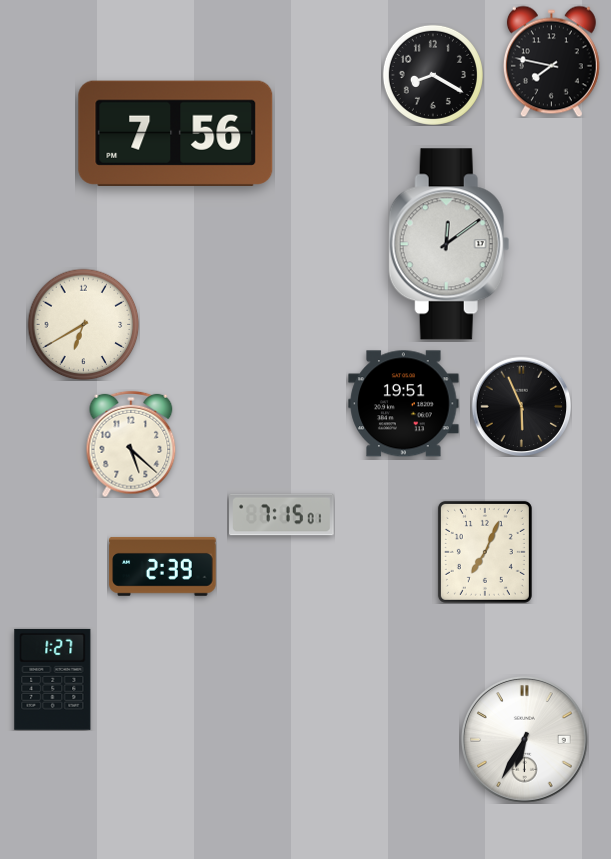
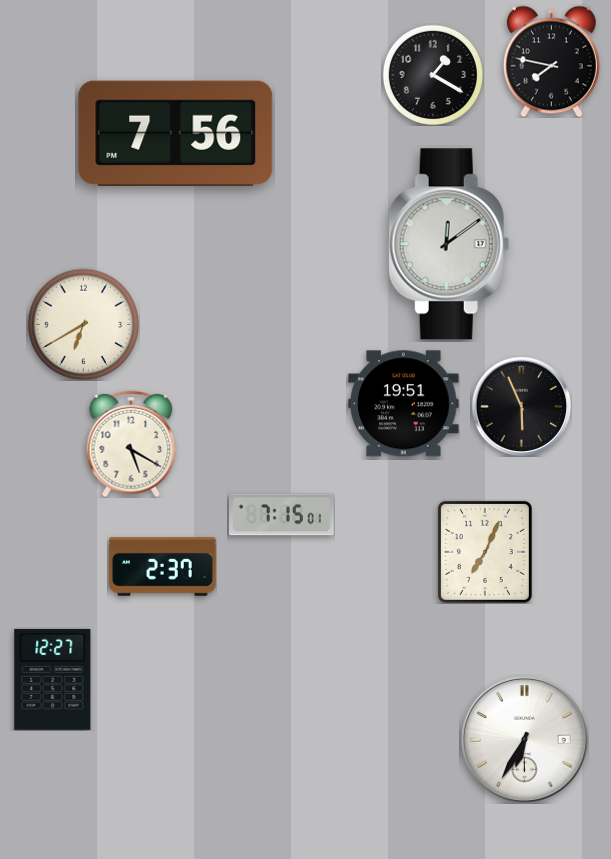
clock at (433, 75): 8:20 -> 1:20
clock at (131, 444): 5:22 -> 5:20
clock at (163, 567): 2:39 -> 2:37
clock at (53, 679): 1:27 -> 12:27
